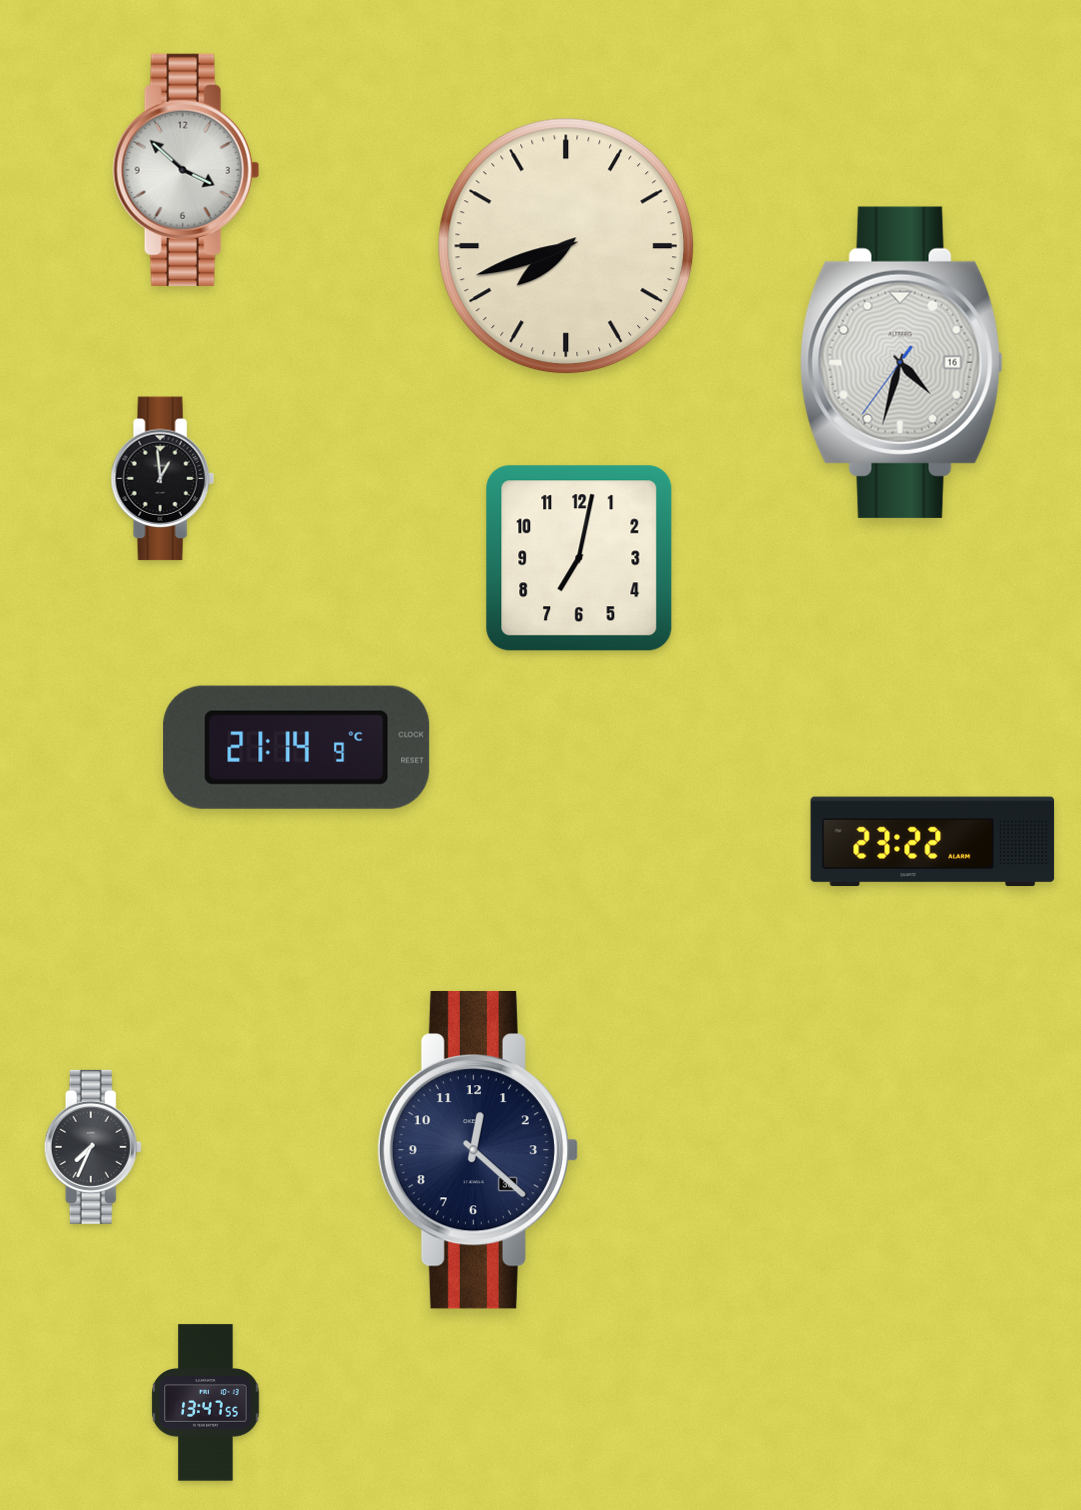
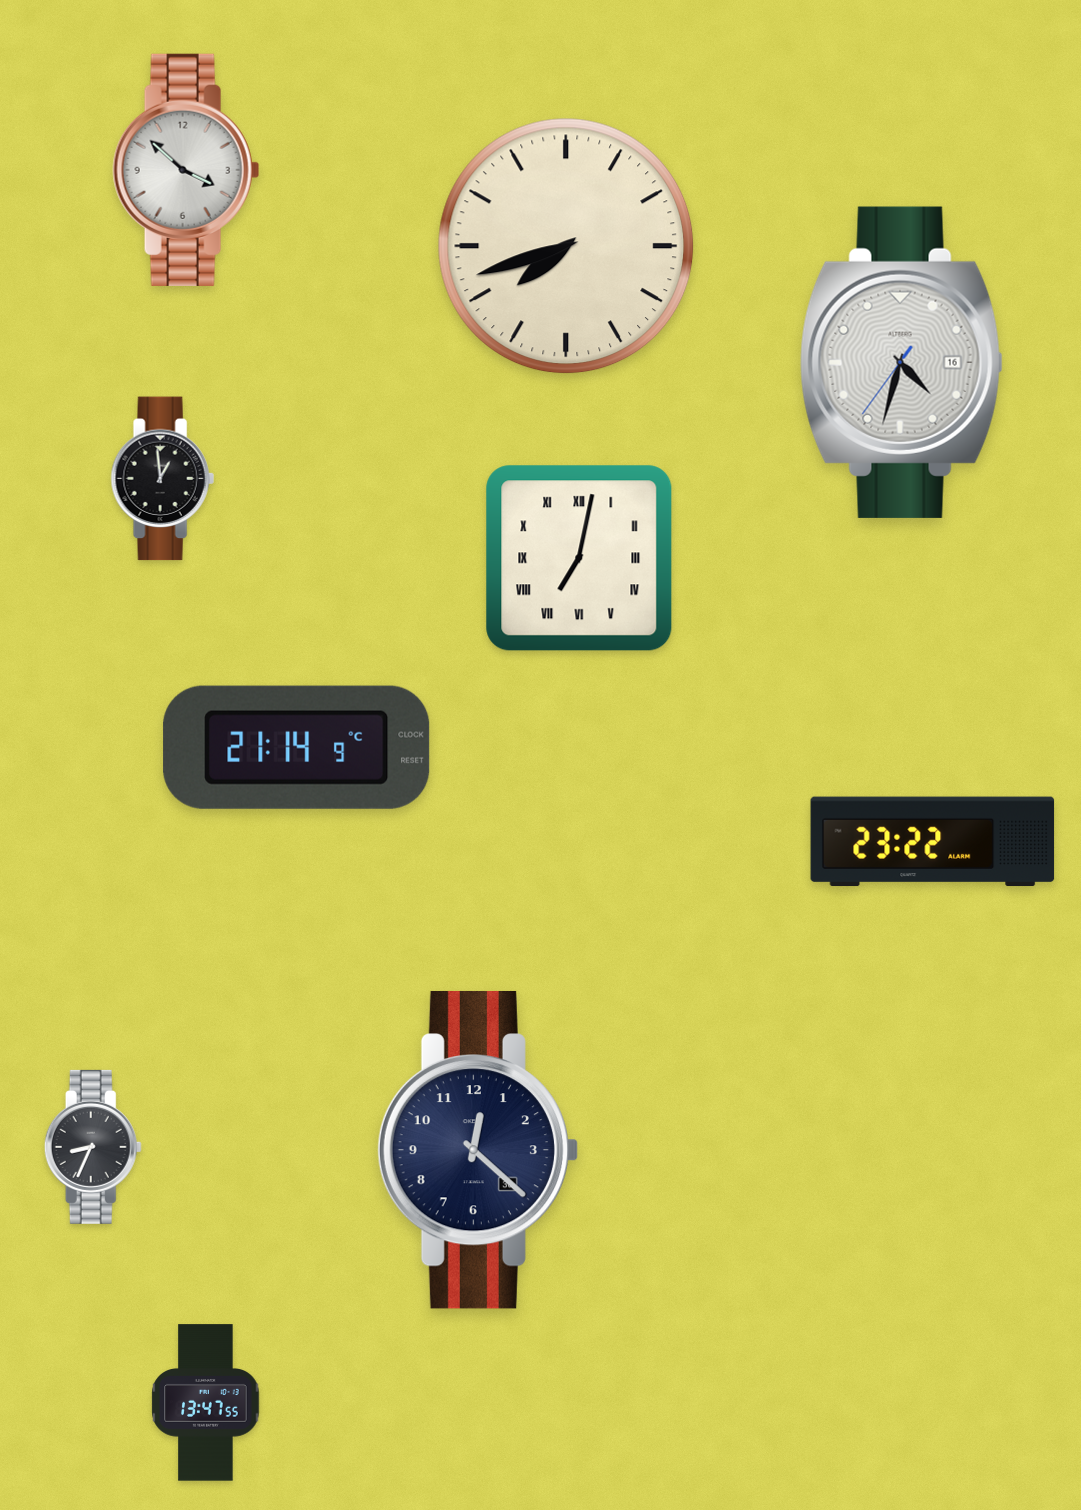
clock at (579, 558) numerals: Arabic -> Roman
clock at (93, 1147): 7:34 -> 8:34
